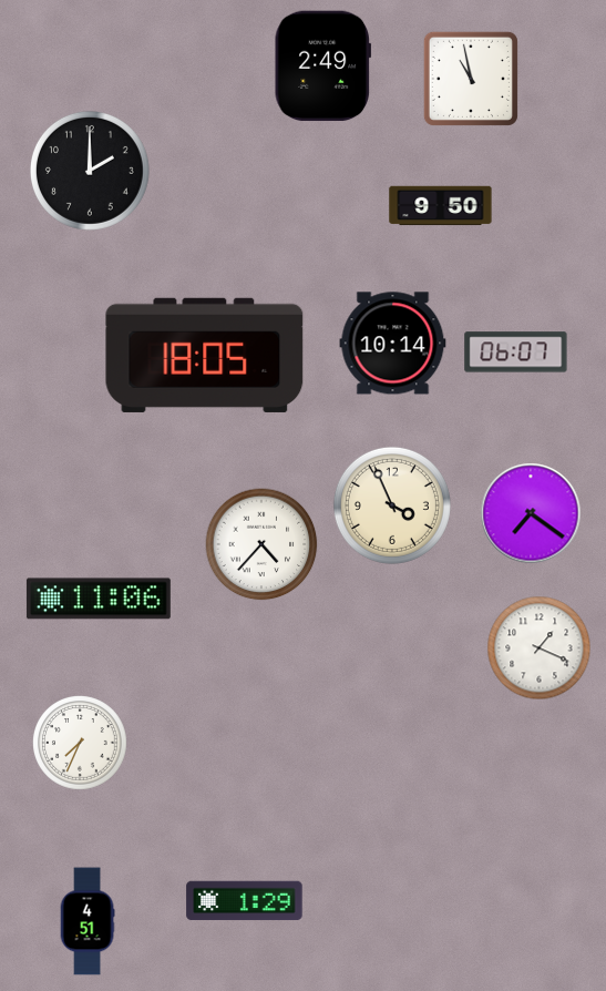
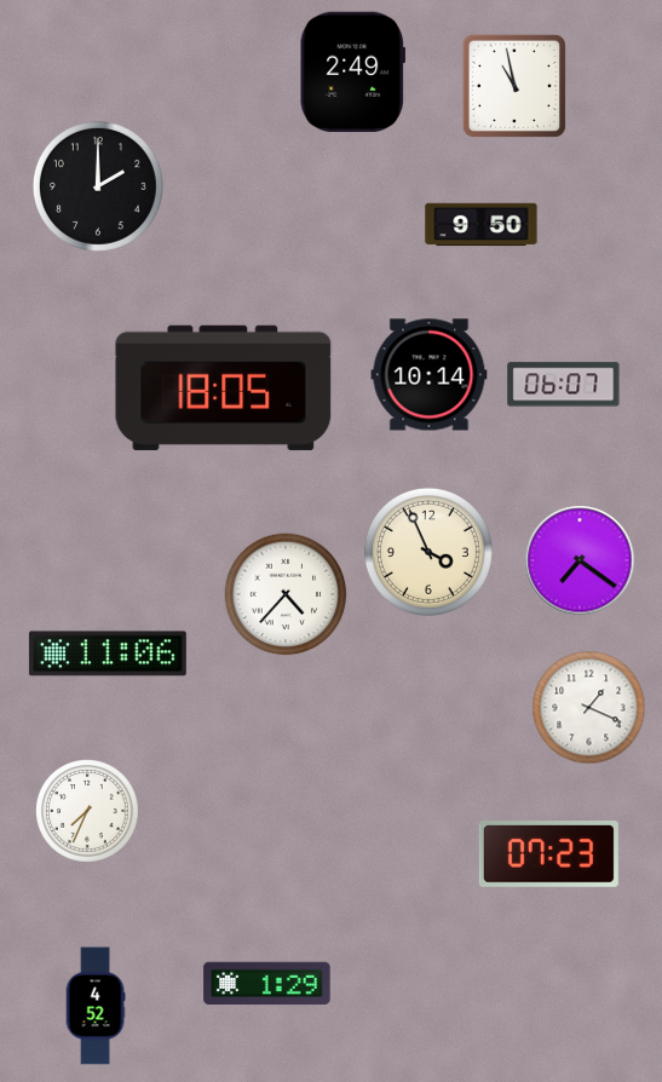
clock at (548, 854): none -> 07:23
clock at (88, 921): 4:51 -> 4:52
